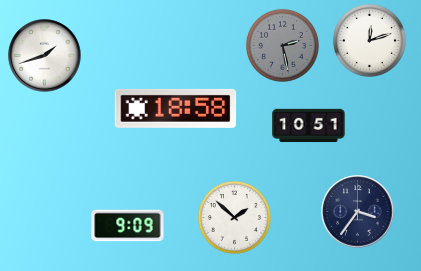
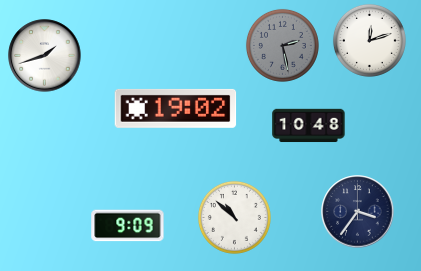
clock at (176, 108): 18:58 -> 19:02
clock at (309, 126): 10:51 -> 10:48
clock at (234, 217): 1:52 -> 10:52
